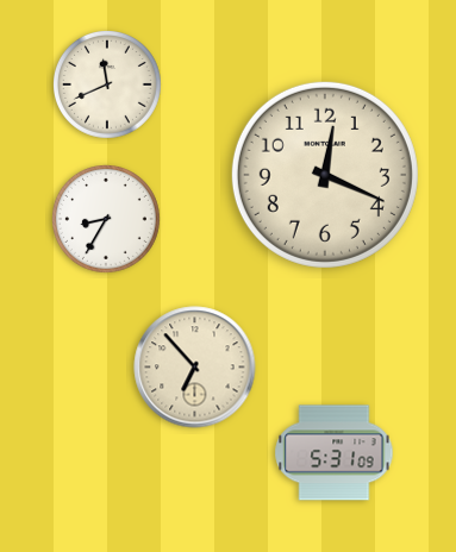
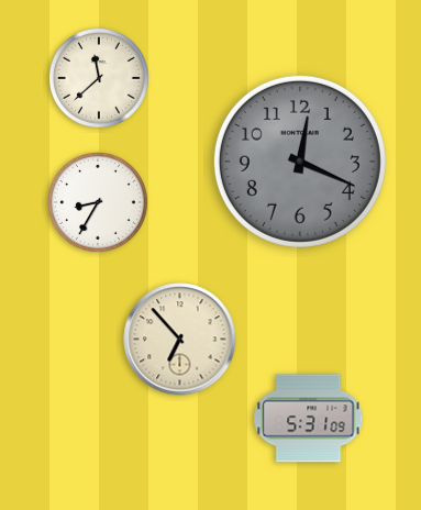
clock at (108, 86): 11:41 -> 11:38
clock at (325, 175) dial: cream -> grey
